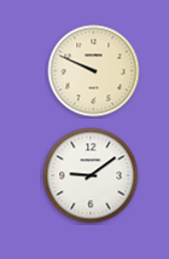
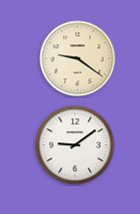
clock at (94, 71): 9:49 -> 9:21
